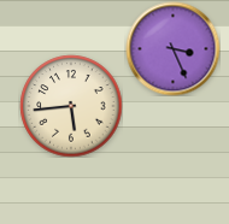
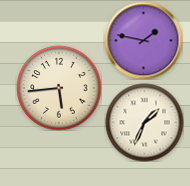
clock at (172, 48): 3:26 -> 1:47
clock at (144, 122): none -> 1:34
